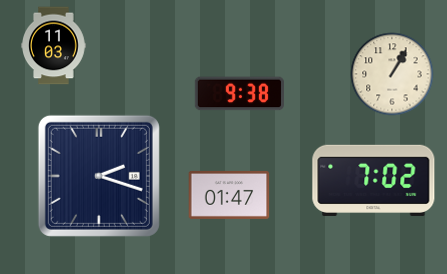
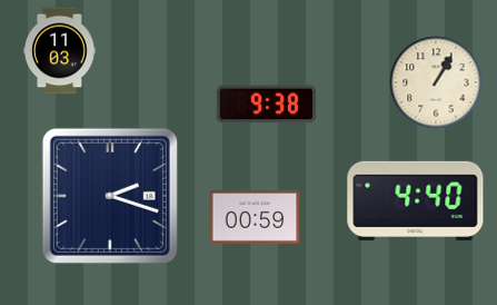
clock at (374, 180): 7:02 -> 4:40
clock at (229, 195): 01:47 -> 00:59
